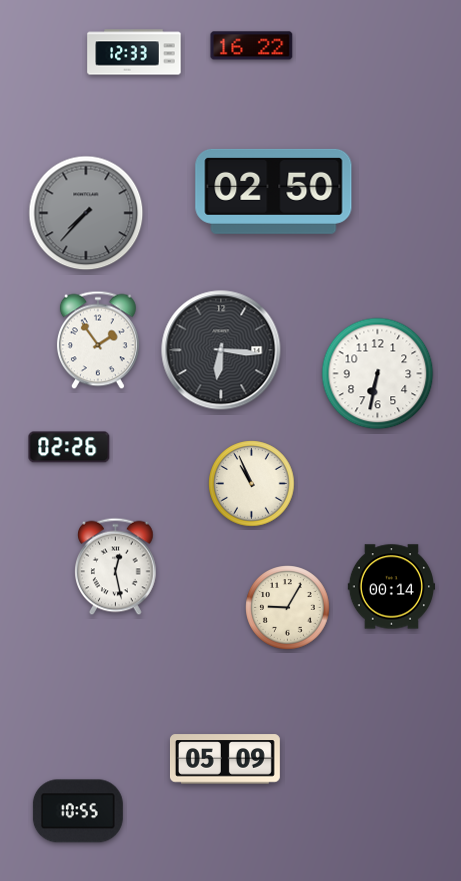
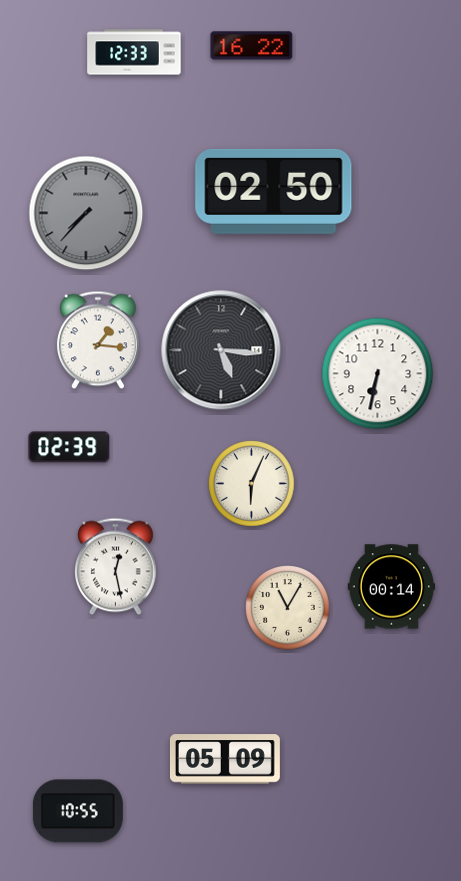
clock at (98, 340): 1:54 -> 1:16
clock at (221, 350): 6:16 -> 5:16
clock at (69, 447): 02:26 -> 02:39
clock at (252, 484): 10:56 -> 6:04
clock at (288, 608): 9:05 -> 11:05
